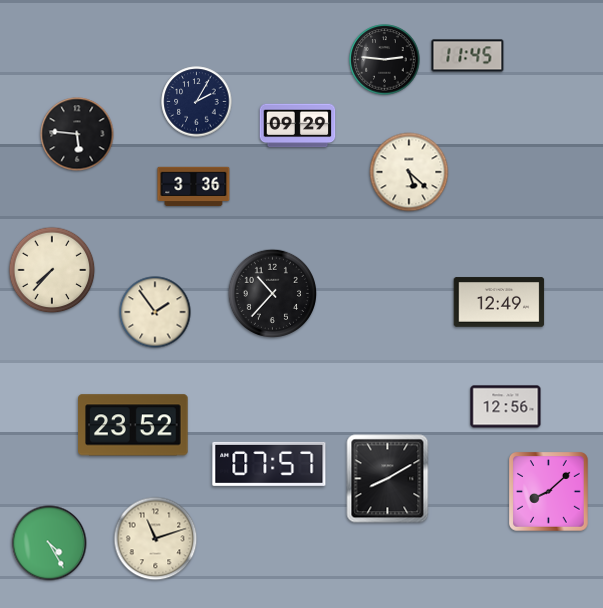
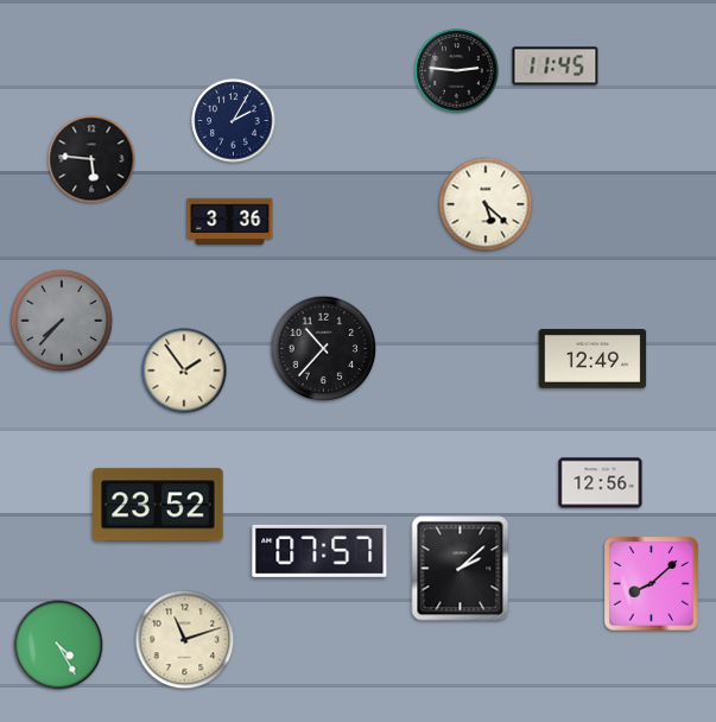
clock at (298, 126): 09:29 -> none
clock at (52, 270) dial: cream -> grey
clock at (388, 479): 8:10 -> 2:08
